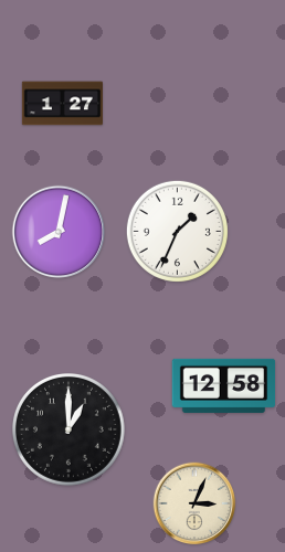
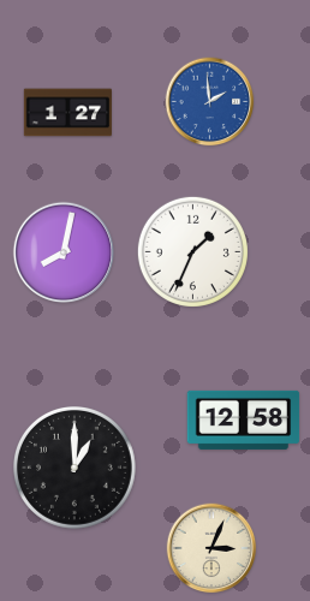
clock at (210, 102): none -> 1:59
